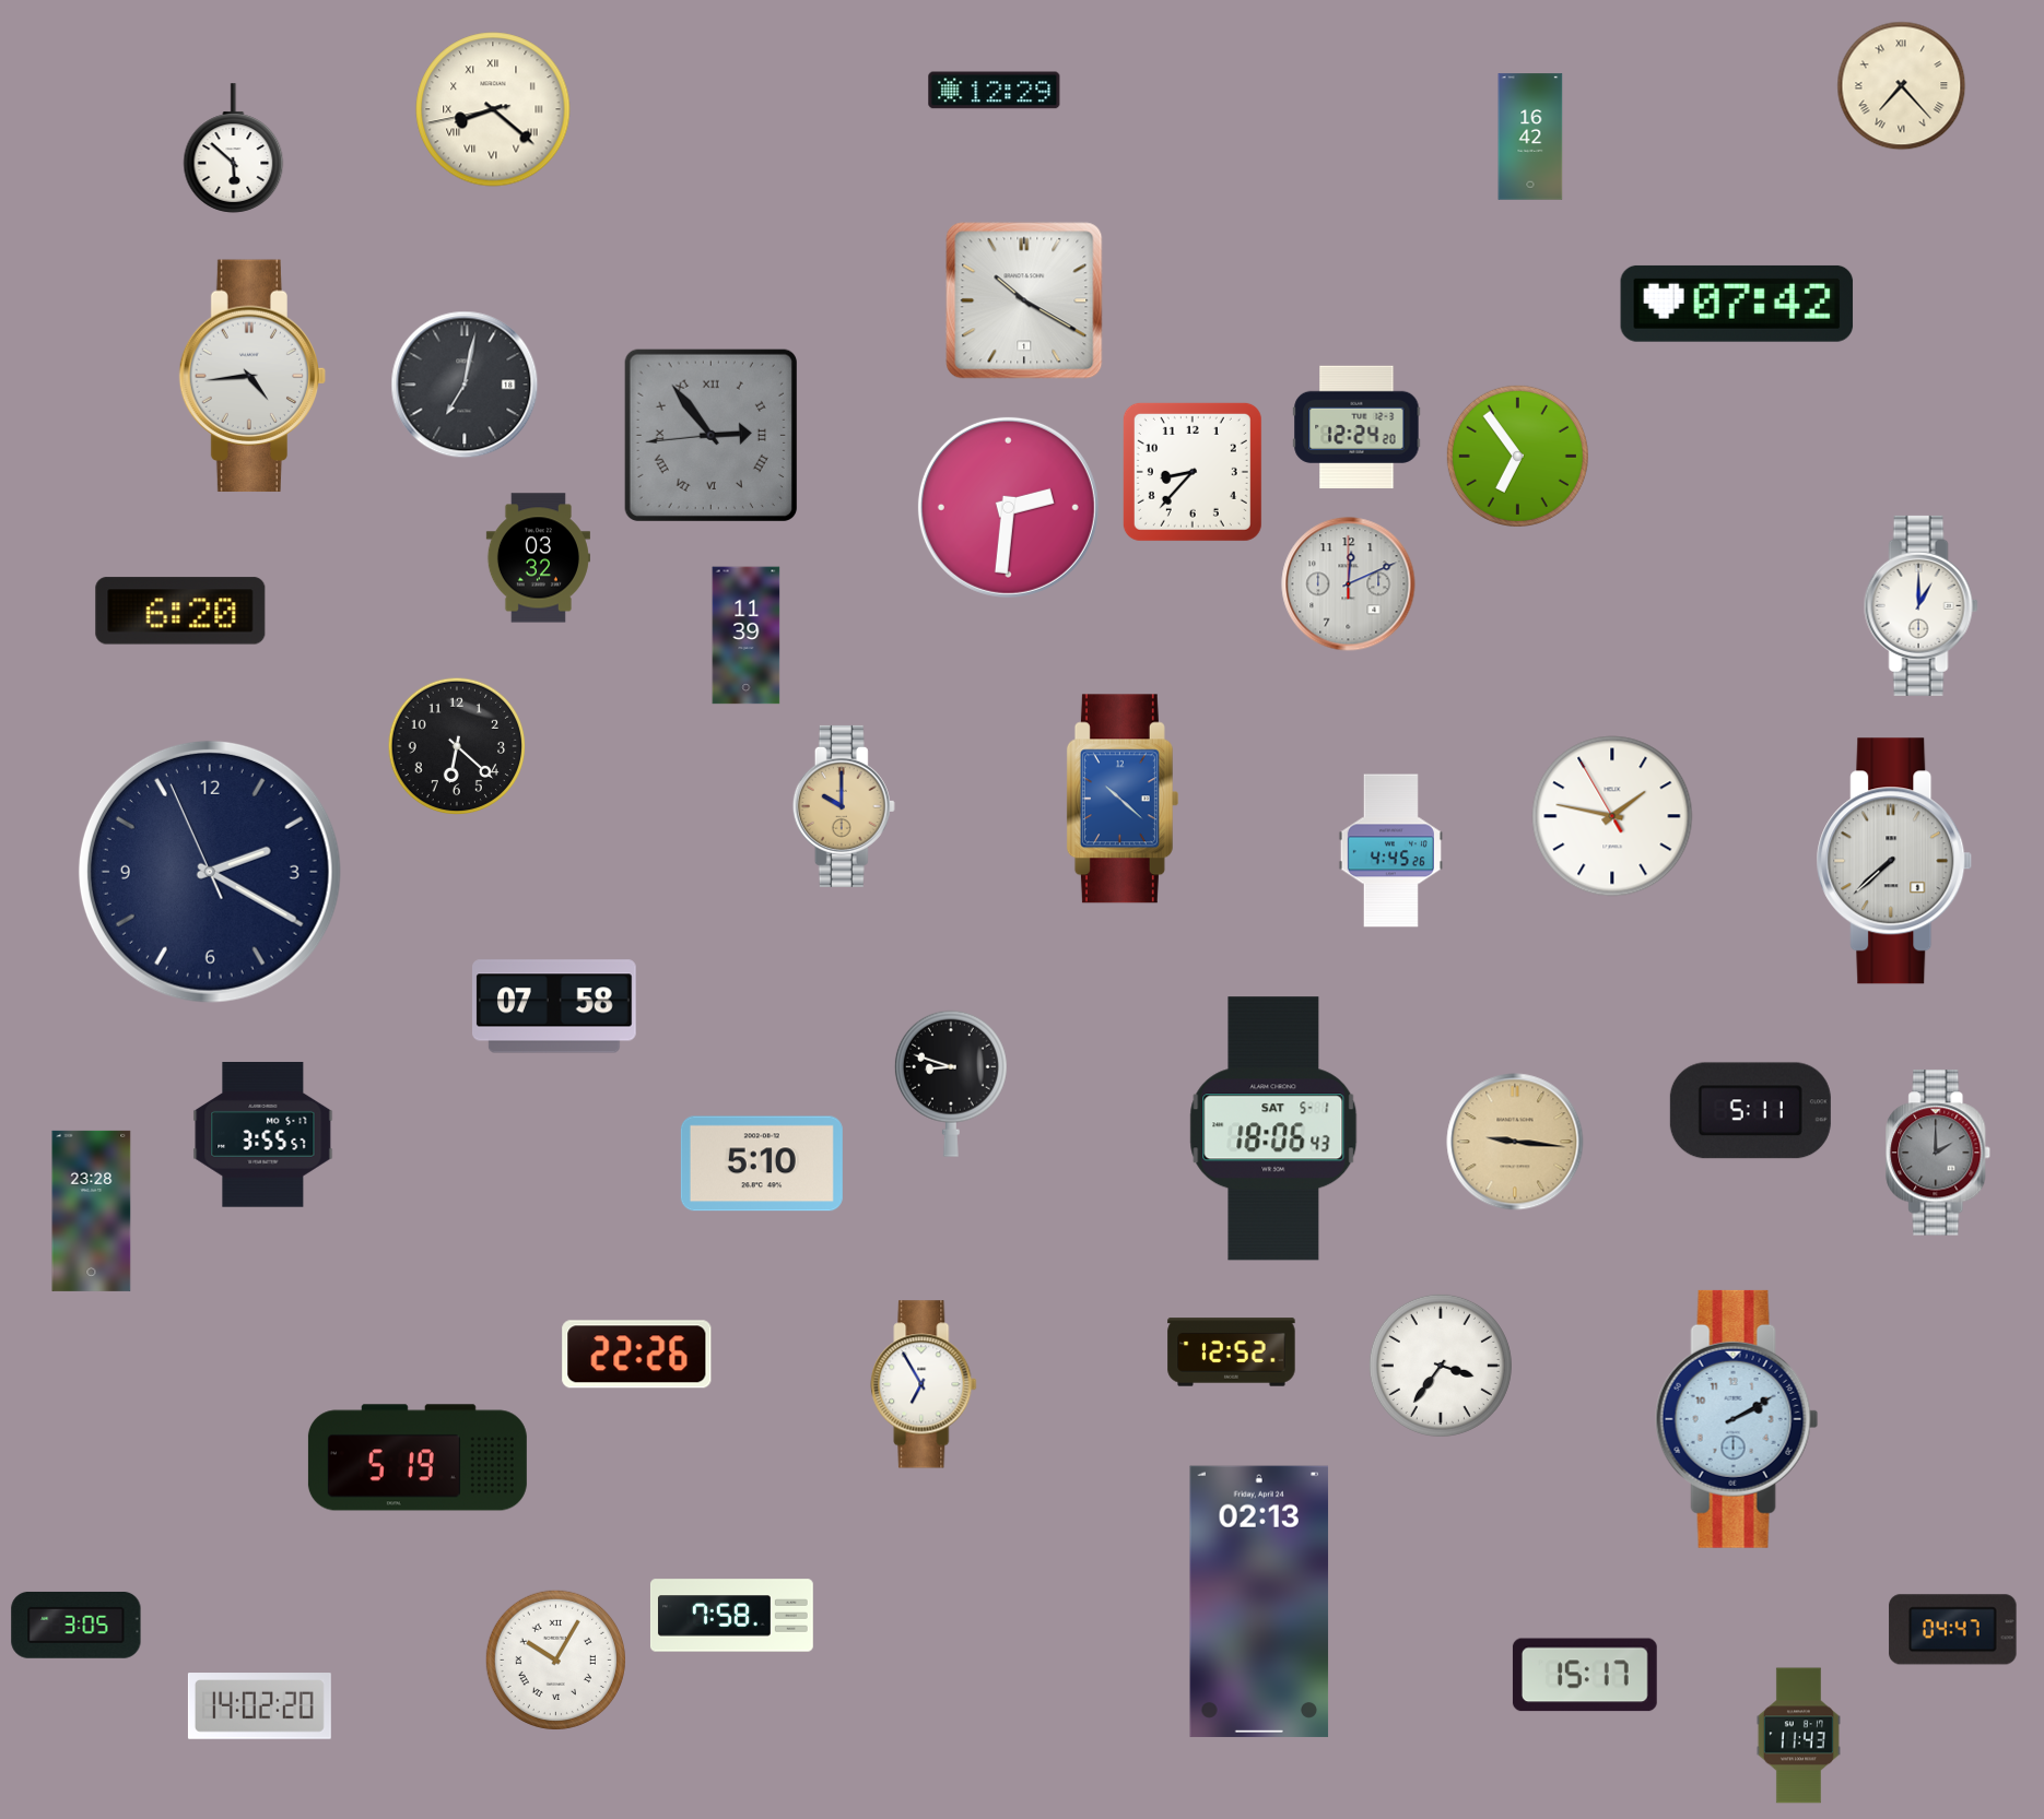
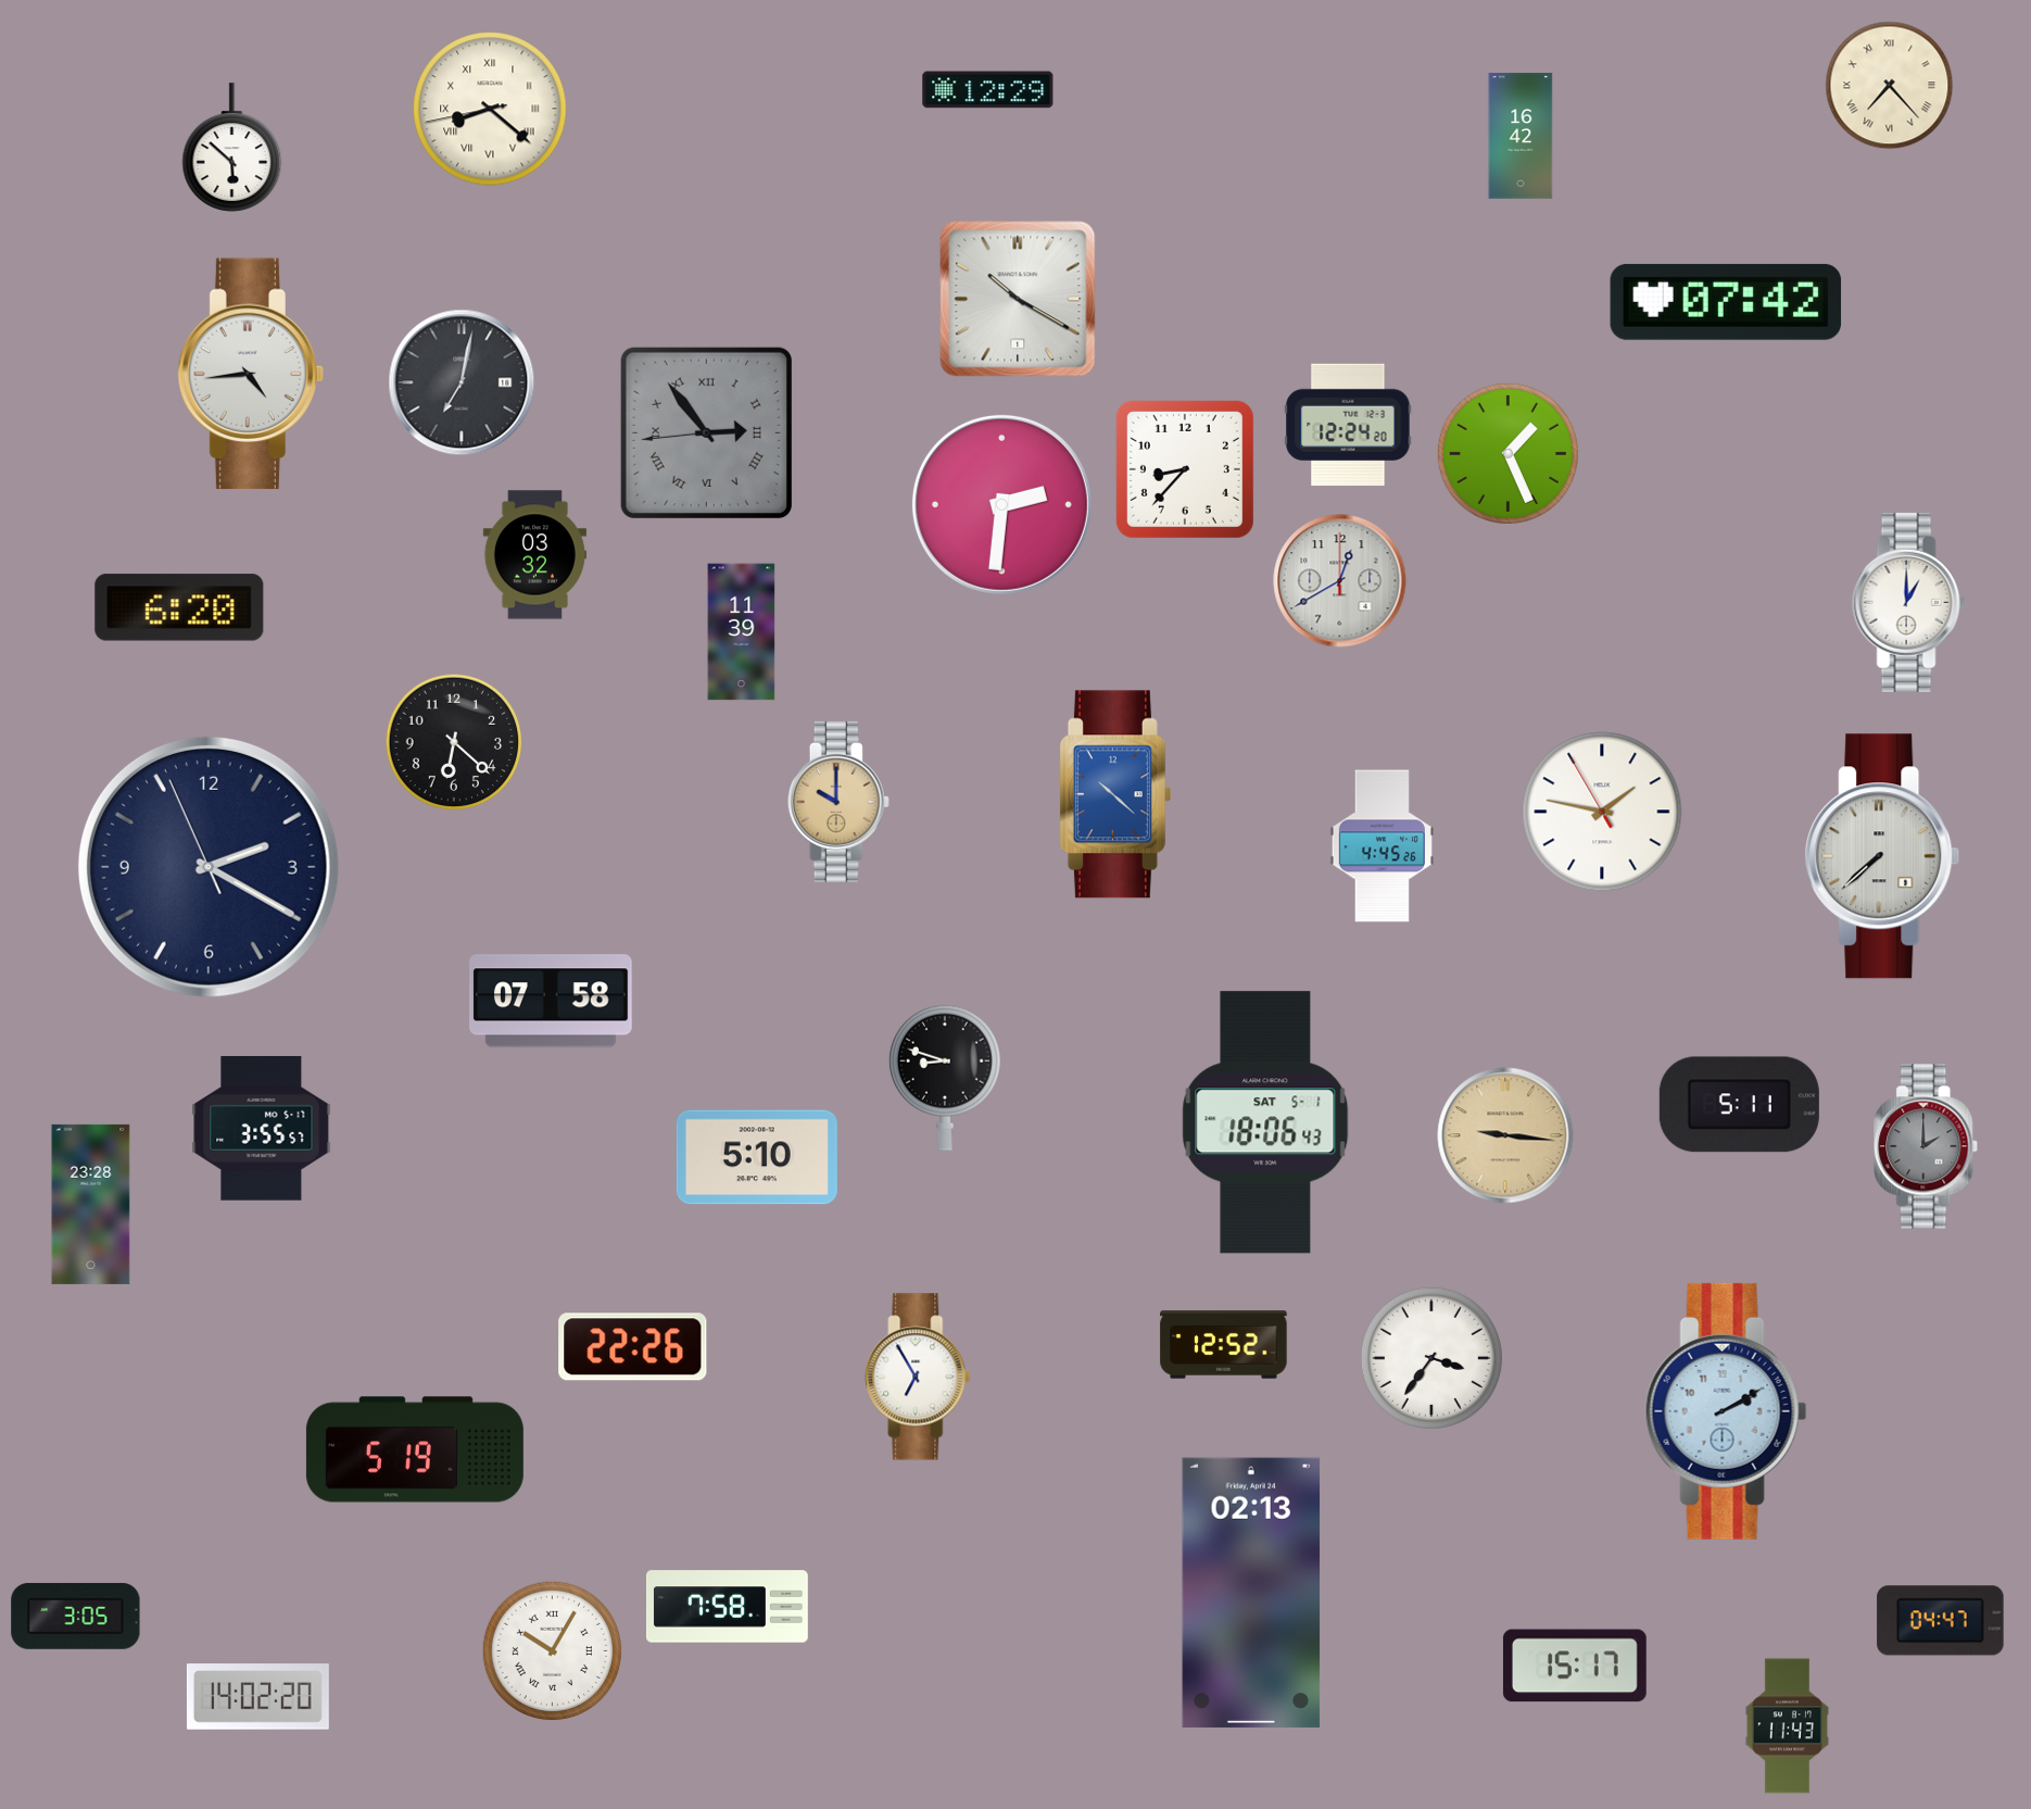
clock at (1517, 456): 6:54 -> 1:26
clock at (1349, 584): 12:11 -> 12:40
